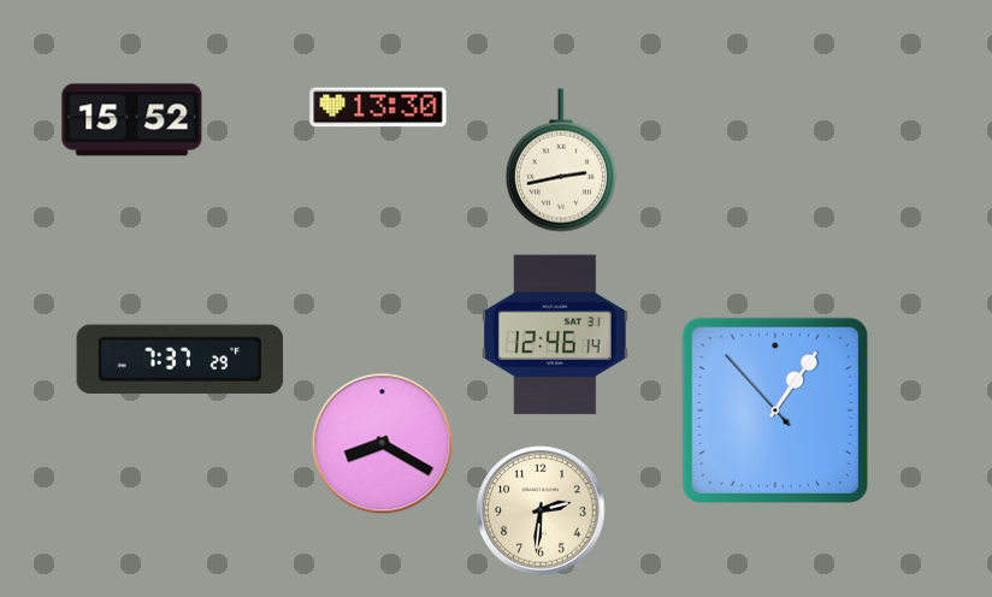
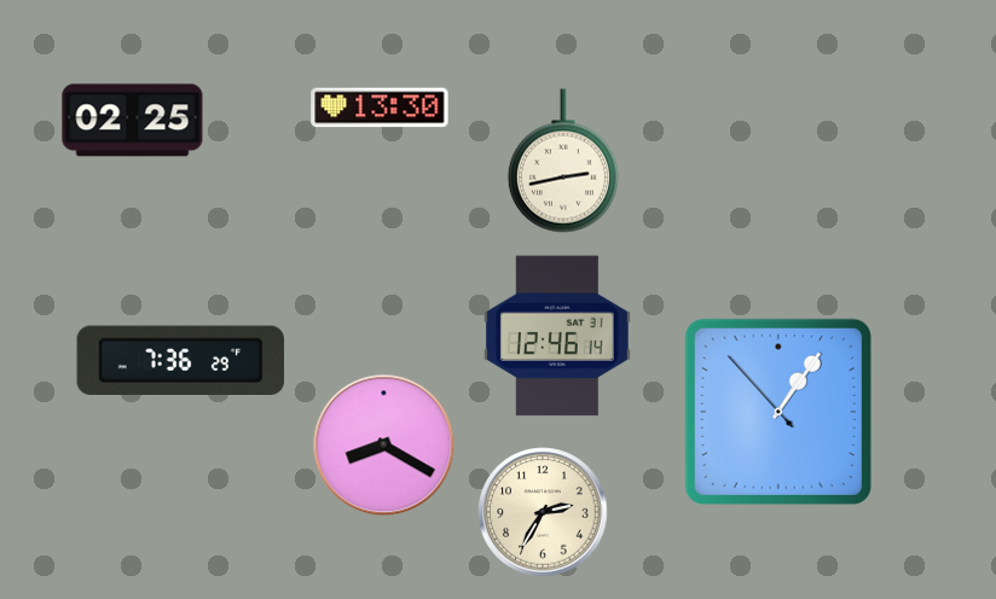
clock at (132, 120): 15:52 -> 02:25
clock at (181, 360): 7:37 -> 7:36
clock at (541, 510): 2:31 -> 2:35
